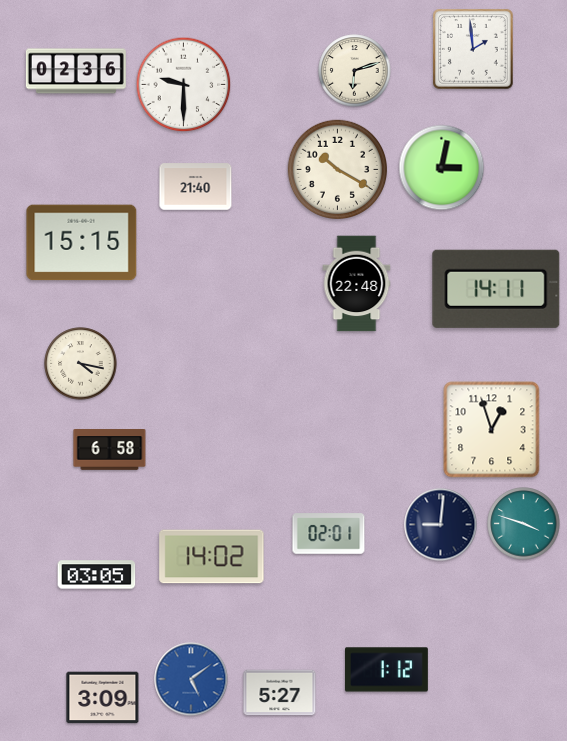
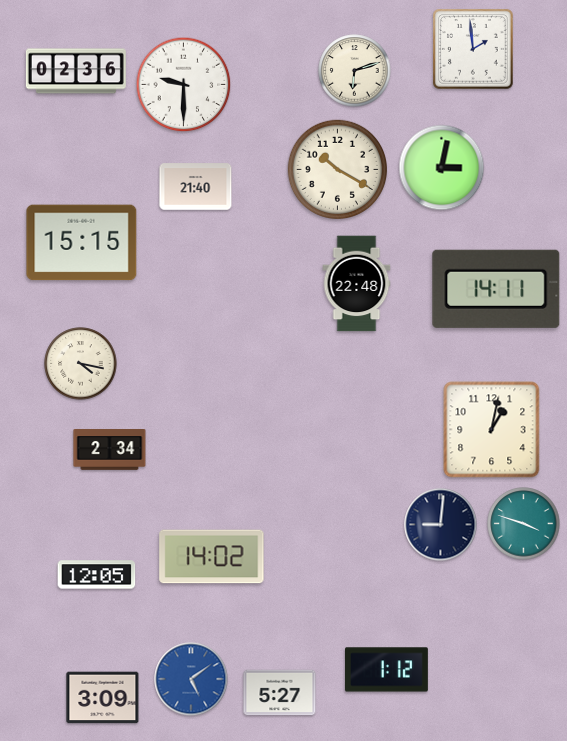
clock at (492, 430): 12:57 -> 1:02
clock at (110, 450): 6:58 -> 2:34
clock at (329, 534): 02:01 -> none
clock at (97, 575): 03:05 -> 12:05
